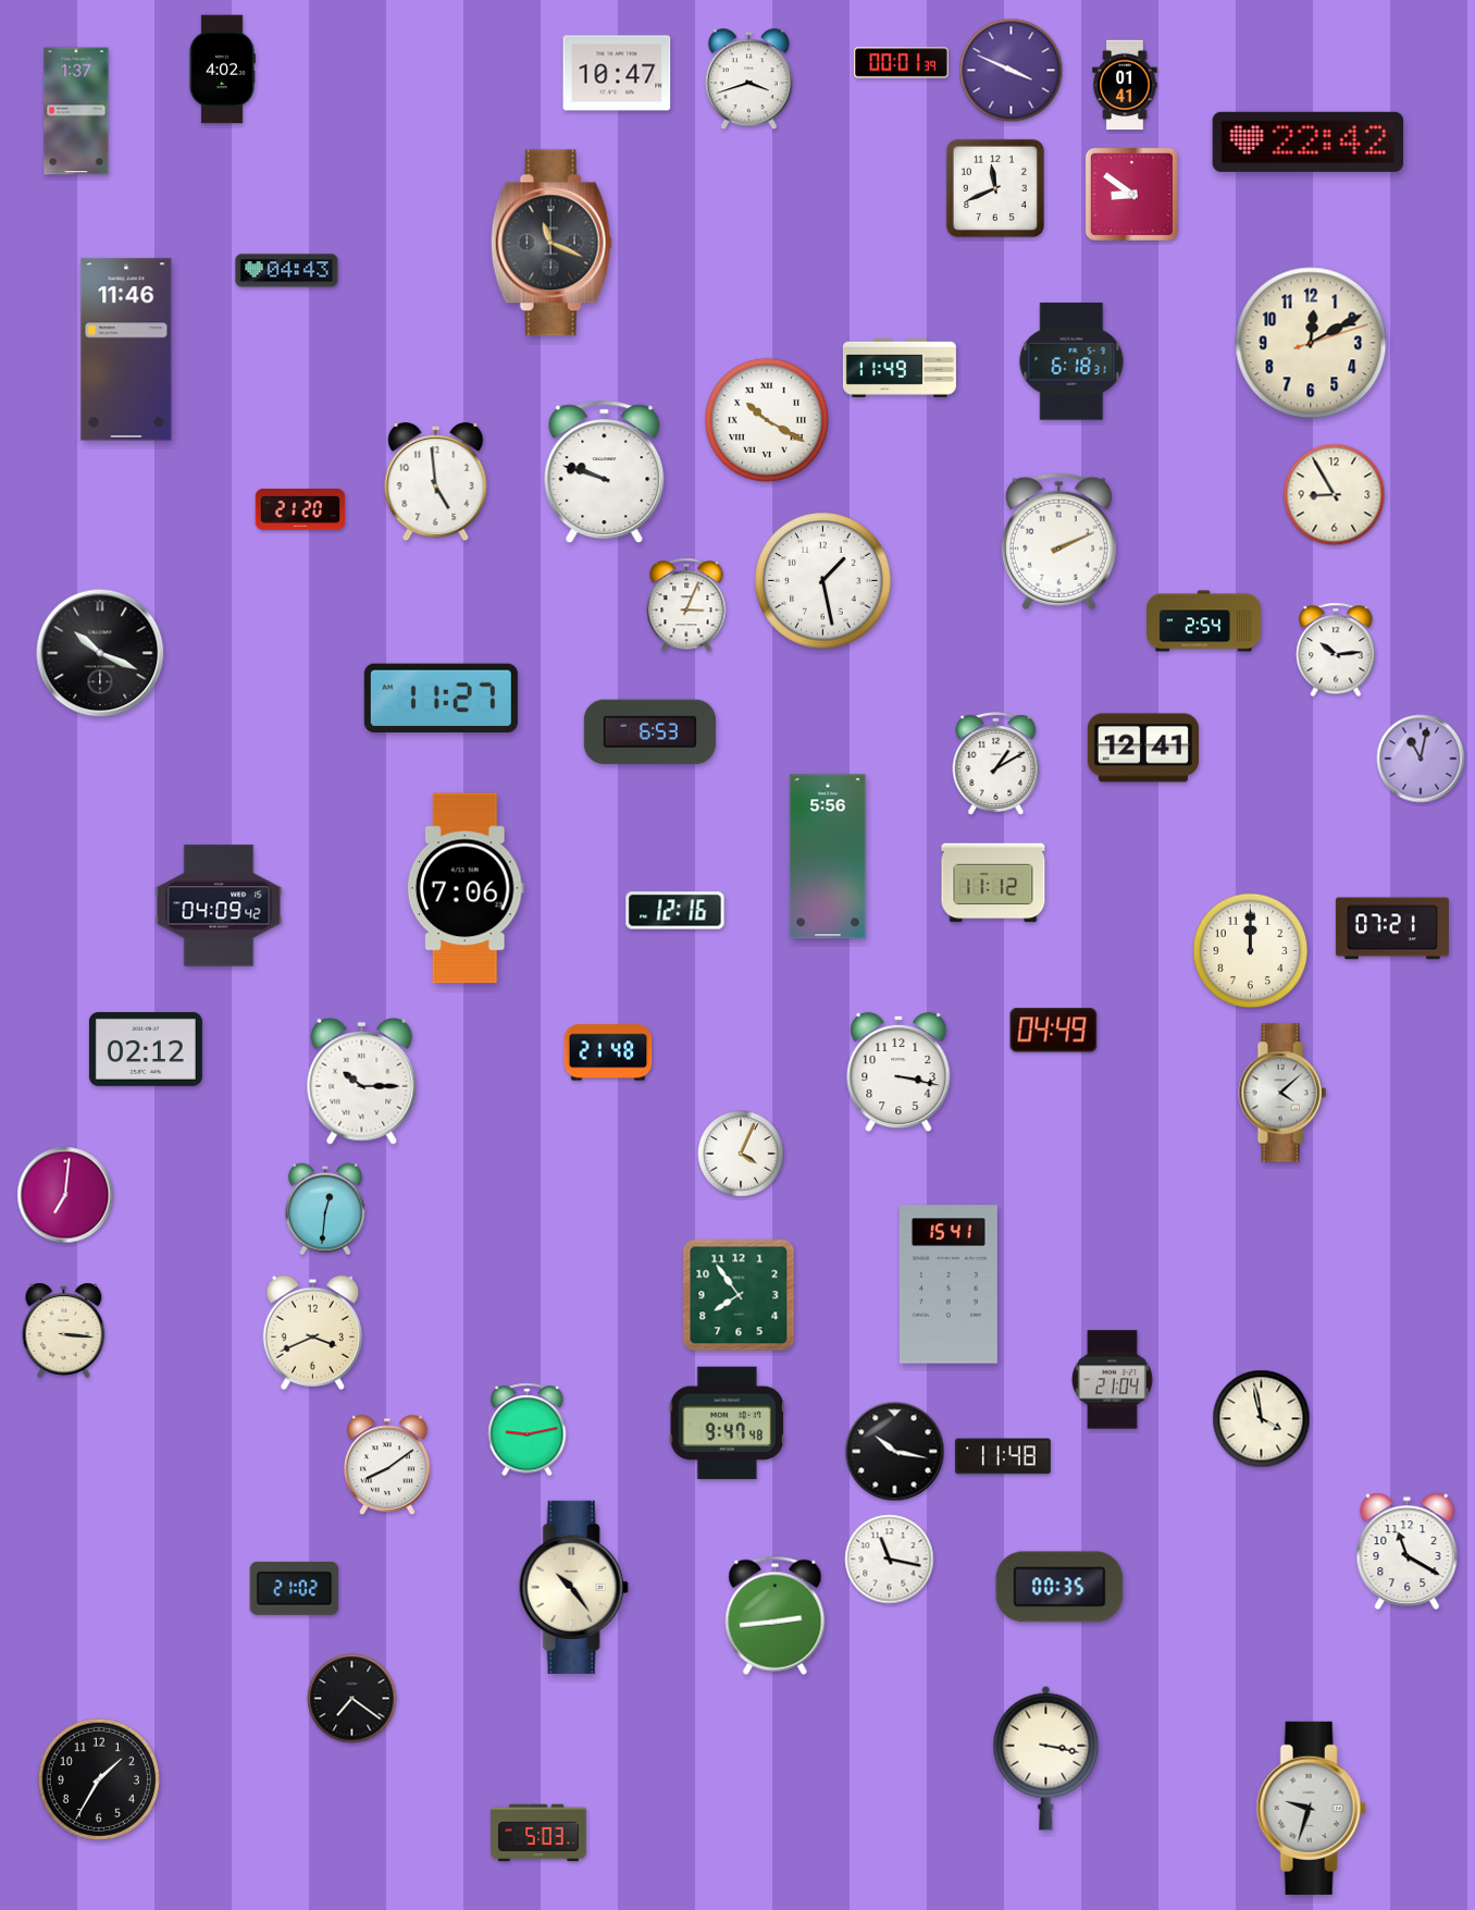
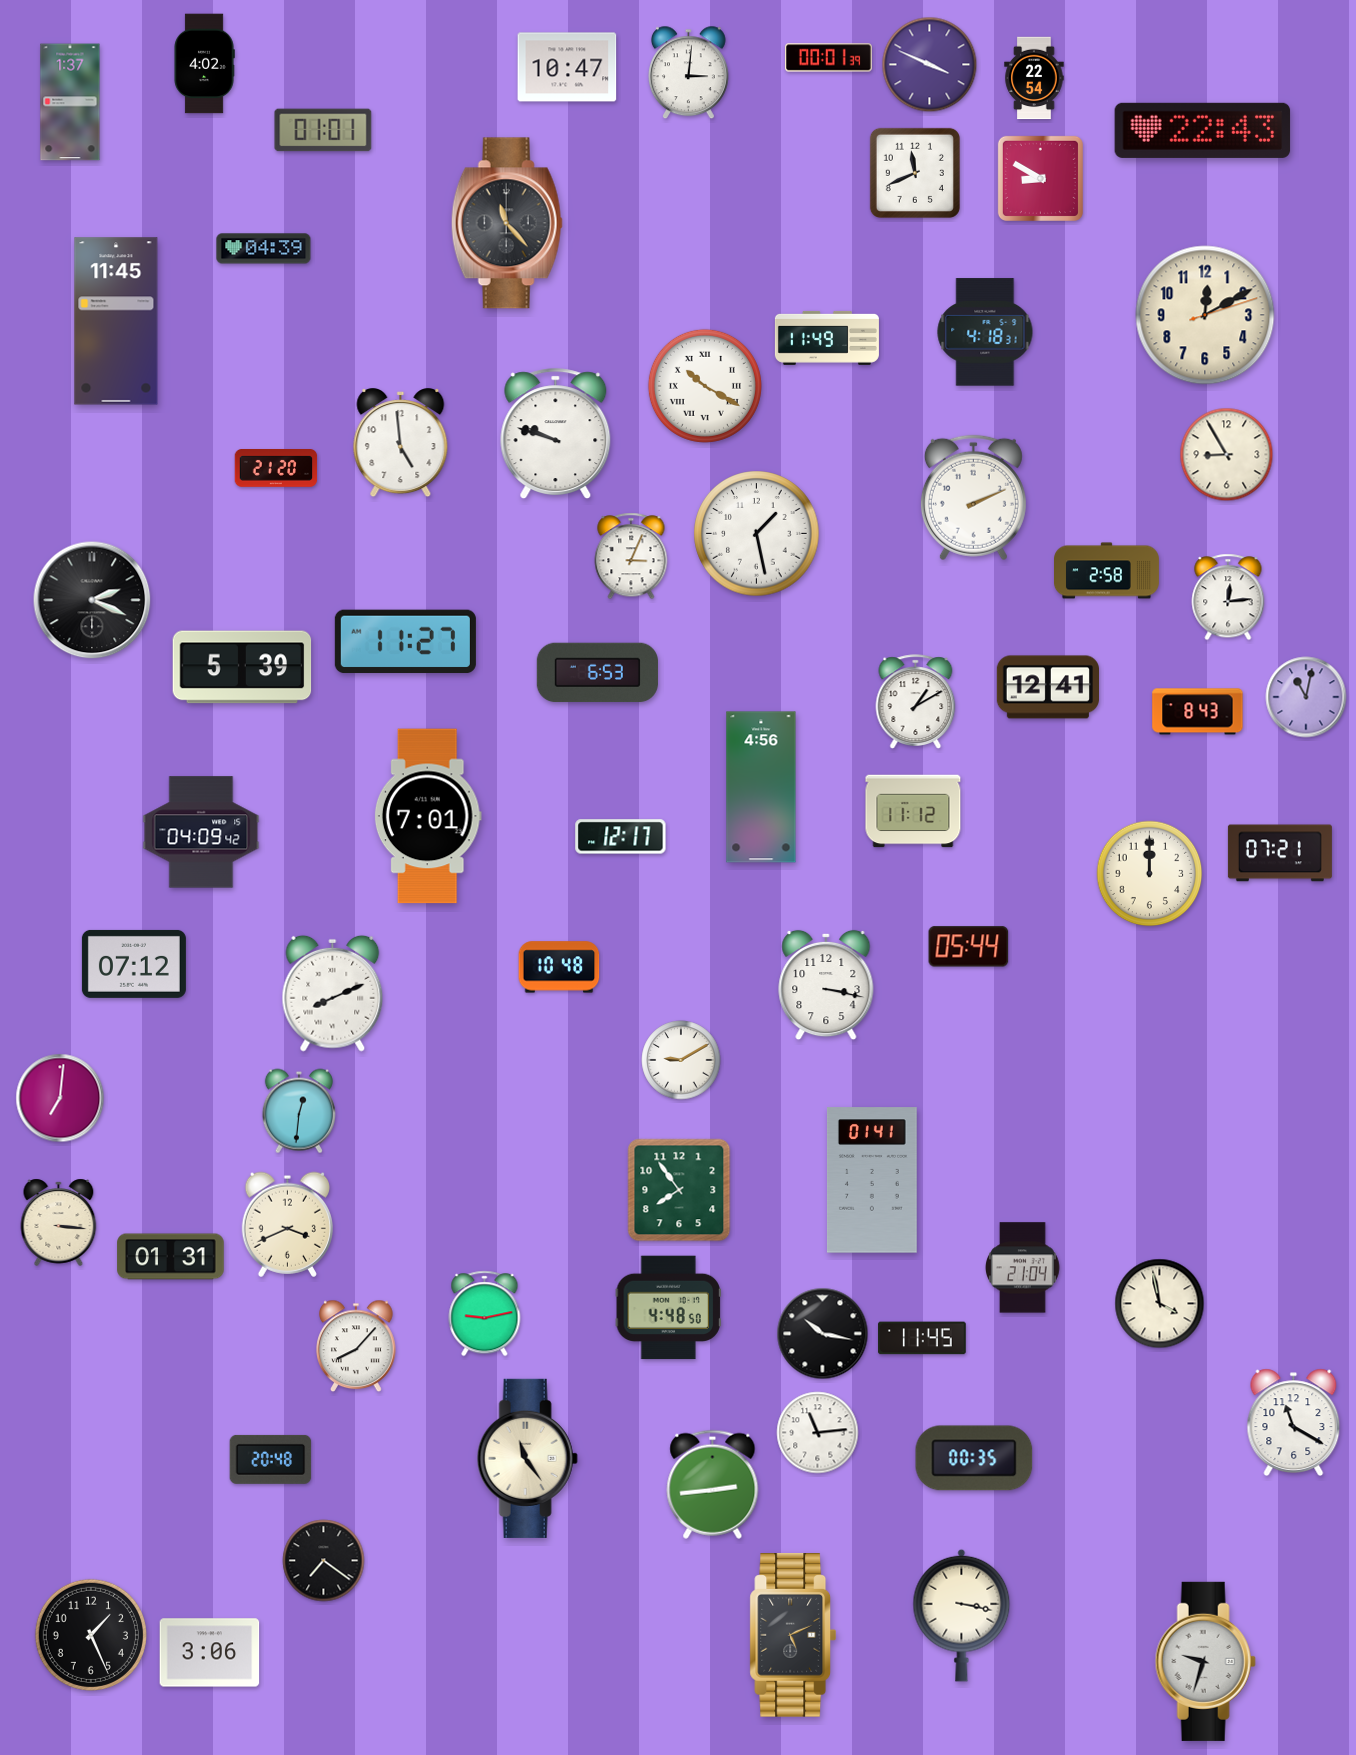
clock at (748, 79): 3:42 -> 3:01
clock at (1125, 85): 01:41 -> 22:54
clock at (323, 130): none -> 01:01
clock at (1309, 141): 22:42 -> 22:43
clock at (1131, 194): 8:51 -> 8:50
clock at (551, 243): 11:19 -> 11:23
clock at (287, 271): 04:43 -> 04:39
clock at (126, 349): 11:46 -> 11:45
clock at (1071, 361): 6:18 -> 4:18
clock at (1204, 621): 2:54 -> 2:58
clock at (1336, 650): 10:14 -> 12:14
clock at (100, 653): 10:19 -> 2:19
clock at (242, 667): none -> 5:39
clock at (1142, 748) position: (1142, 748) -> (1047, 687)
clock at (1198, 712): none -> 8:43
clock at (828, 857): 5:56 -> 4:56
clock at (466, 888): 7:06 -> 7:01
clock at (675, 911): 12:16 -> 12:17
clock at (1054, 1031): 04:49 -> 05:44
clock at (146, 1049): 02:12 -> 07:12
clock at (608, 1052): 21:48 -> 10:48
clock at (362, 1081): 10:15 -> 8:11
clock at (1282, 1093): 4:08 -> none
clock at (741, 1154): 4:04 -> 9:10
clock at (949, 1284): 15:41 -> 01:41
clock at (171, 1257): none -> 01:31
clock at (727, 1424): 9:47 -> 4:48
clock at (1003, 1456): 11:48 -> 11:45
clock at (387, 1465): 8:09 -> 8:07
clock at (1408, 1551) position: (1408, 1551) -> (1294, 1422)
clock at (890, 1560): 11:17 -> 11:14
clock at (573, 1587): 10:24 -> 11:24
clock at (295, 1588): 21:02 -> 20:48
clock at (99, 1779): 1:35 -> 1:26
clock at (793, 1636): none -> 5:11
clock at (210, 1653): none -> 3:06
clock at (538, 1833): 5:03 -> none
